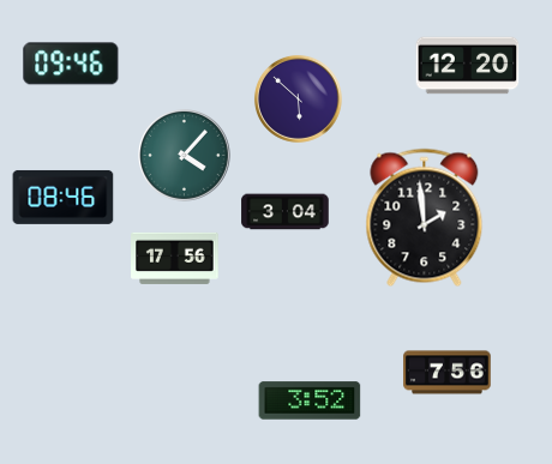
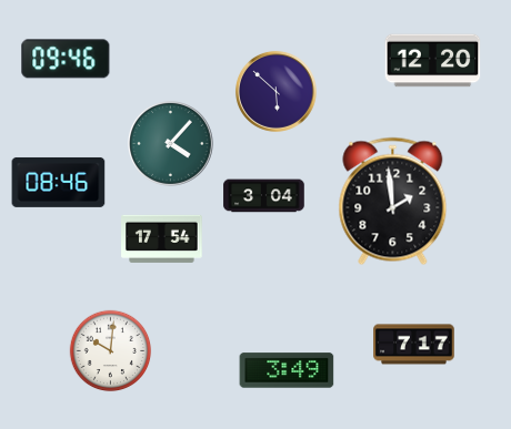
clock at (175, 258): 17:56 -> 17:54
clock at (448, 373): 7:56 -> 7:17
clock at (111, 351): none -> 10:01
clock at (310, 400): 3:52 -> 3:49
